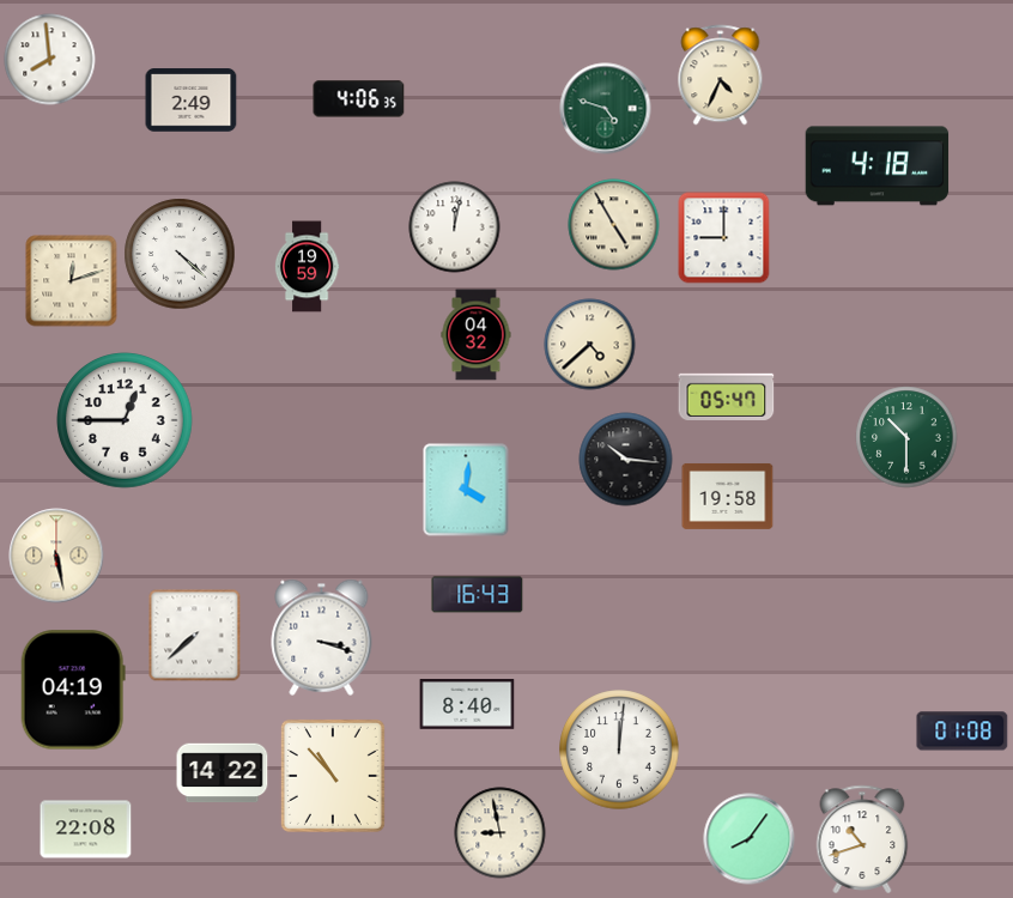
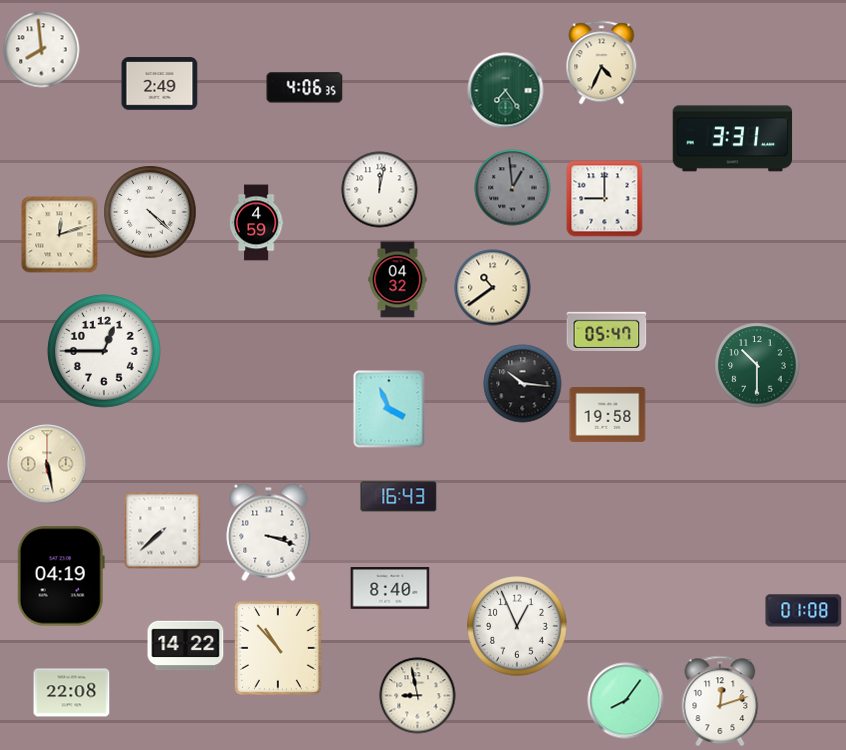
clock at (359, 99) position: (359, 99) -> (305, 88)
clock at (606, 109): 4:48 -> 7:24
clock at (878, 166): 4:18 -> 3:31
clock at (614, 225): 4:55 -> 12:59
clock at (614, 225) dial: cream -> grey
clock at (307, 267): 19:59 -> 4:59
clock at (590, 345): 4:38 -> 10:39
clock at (466, 490): 4:01 -> 3:56
clock at (619, 750): 12:01 -> 12:56
clock at (862, 839): 10:42 -> 12:12
